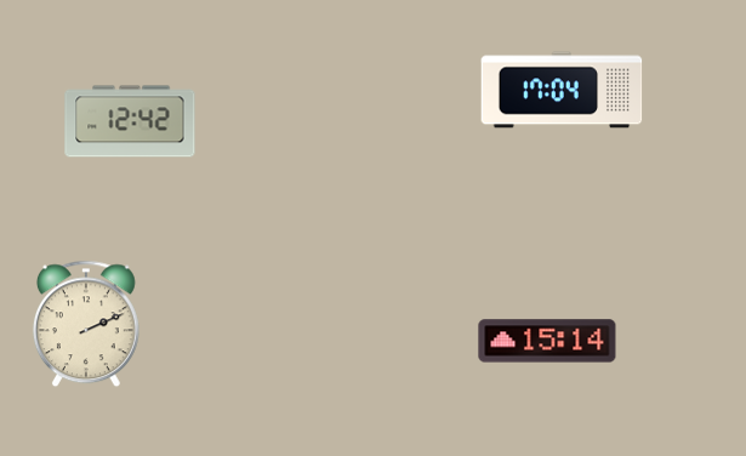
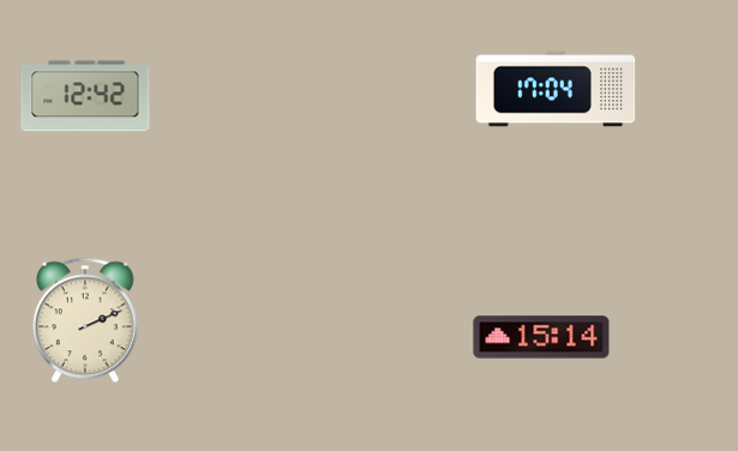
clock at (130, 121) position: (130, 121) -> (85, 96)
